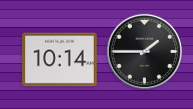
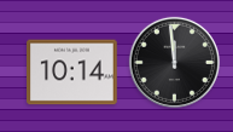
clock at (144, 51): 1:45 -> 11:59
